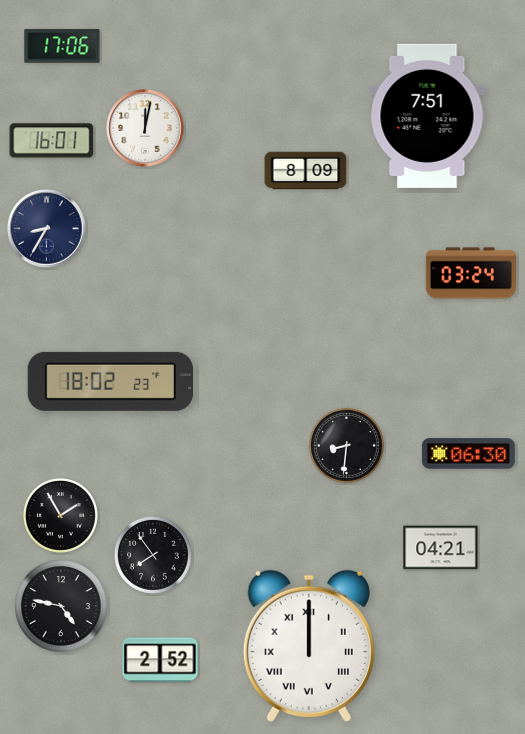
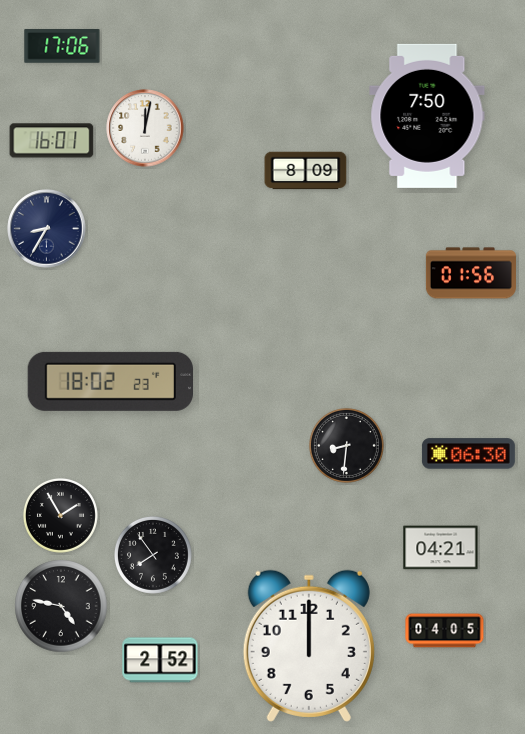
clock at (427, 116): 7:51 -> 7:50
clock at (471, 273): 03:24 -> 01:56
clock at (445, 631): none -> 04:05
clock at (309, 646) numerals: Roman -> Arabic
